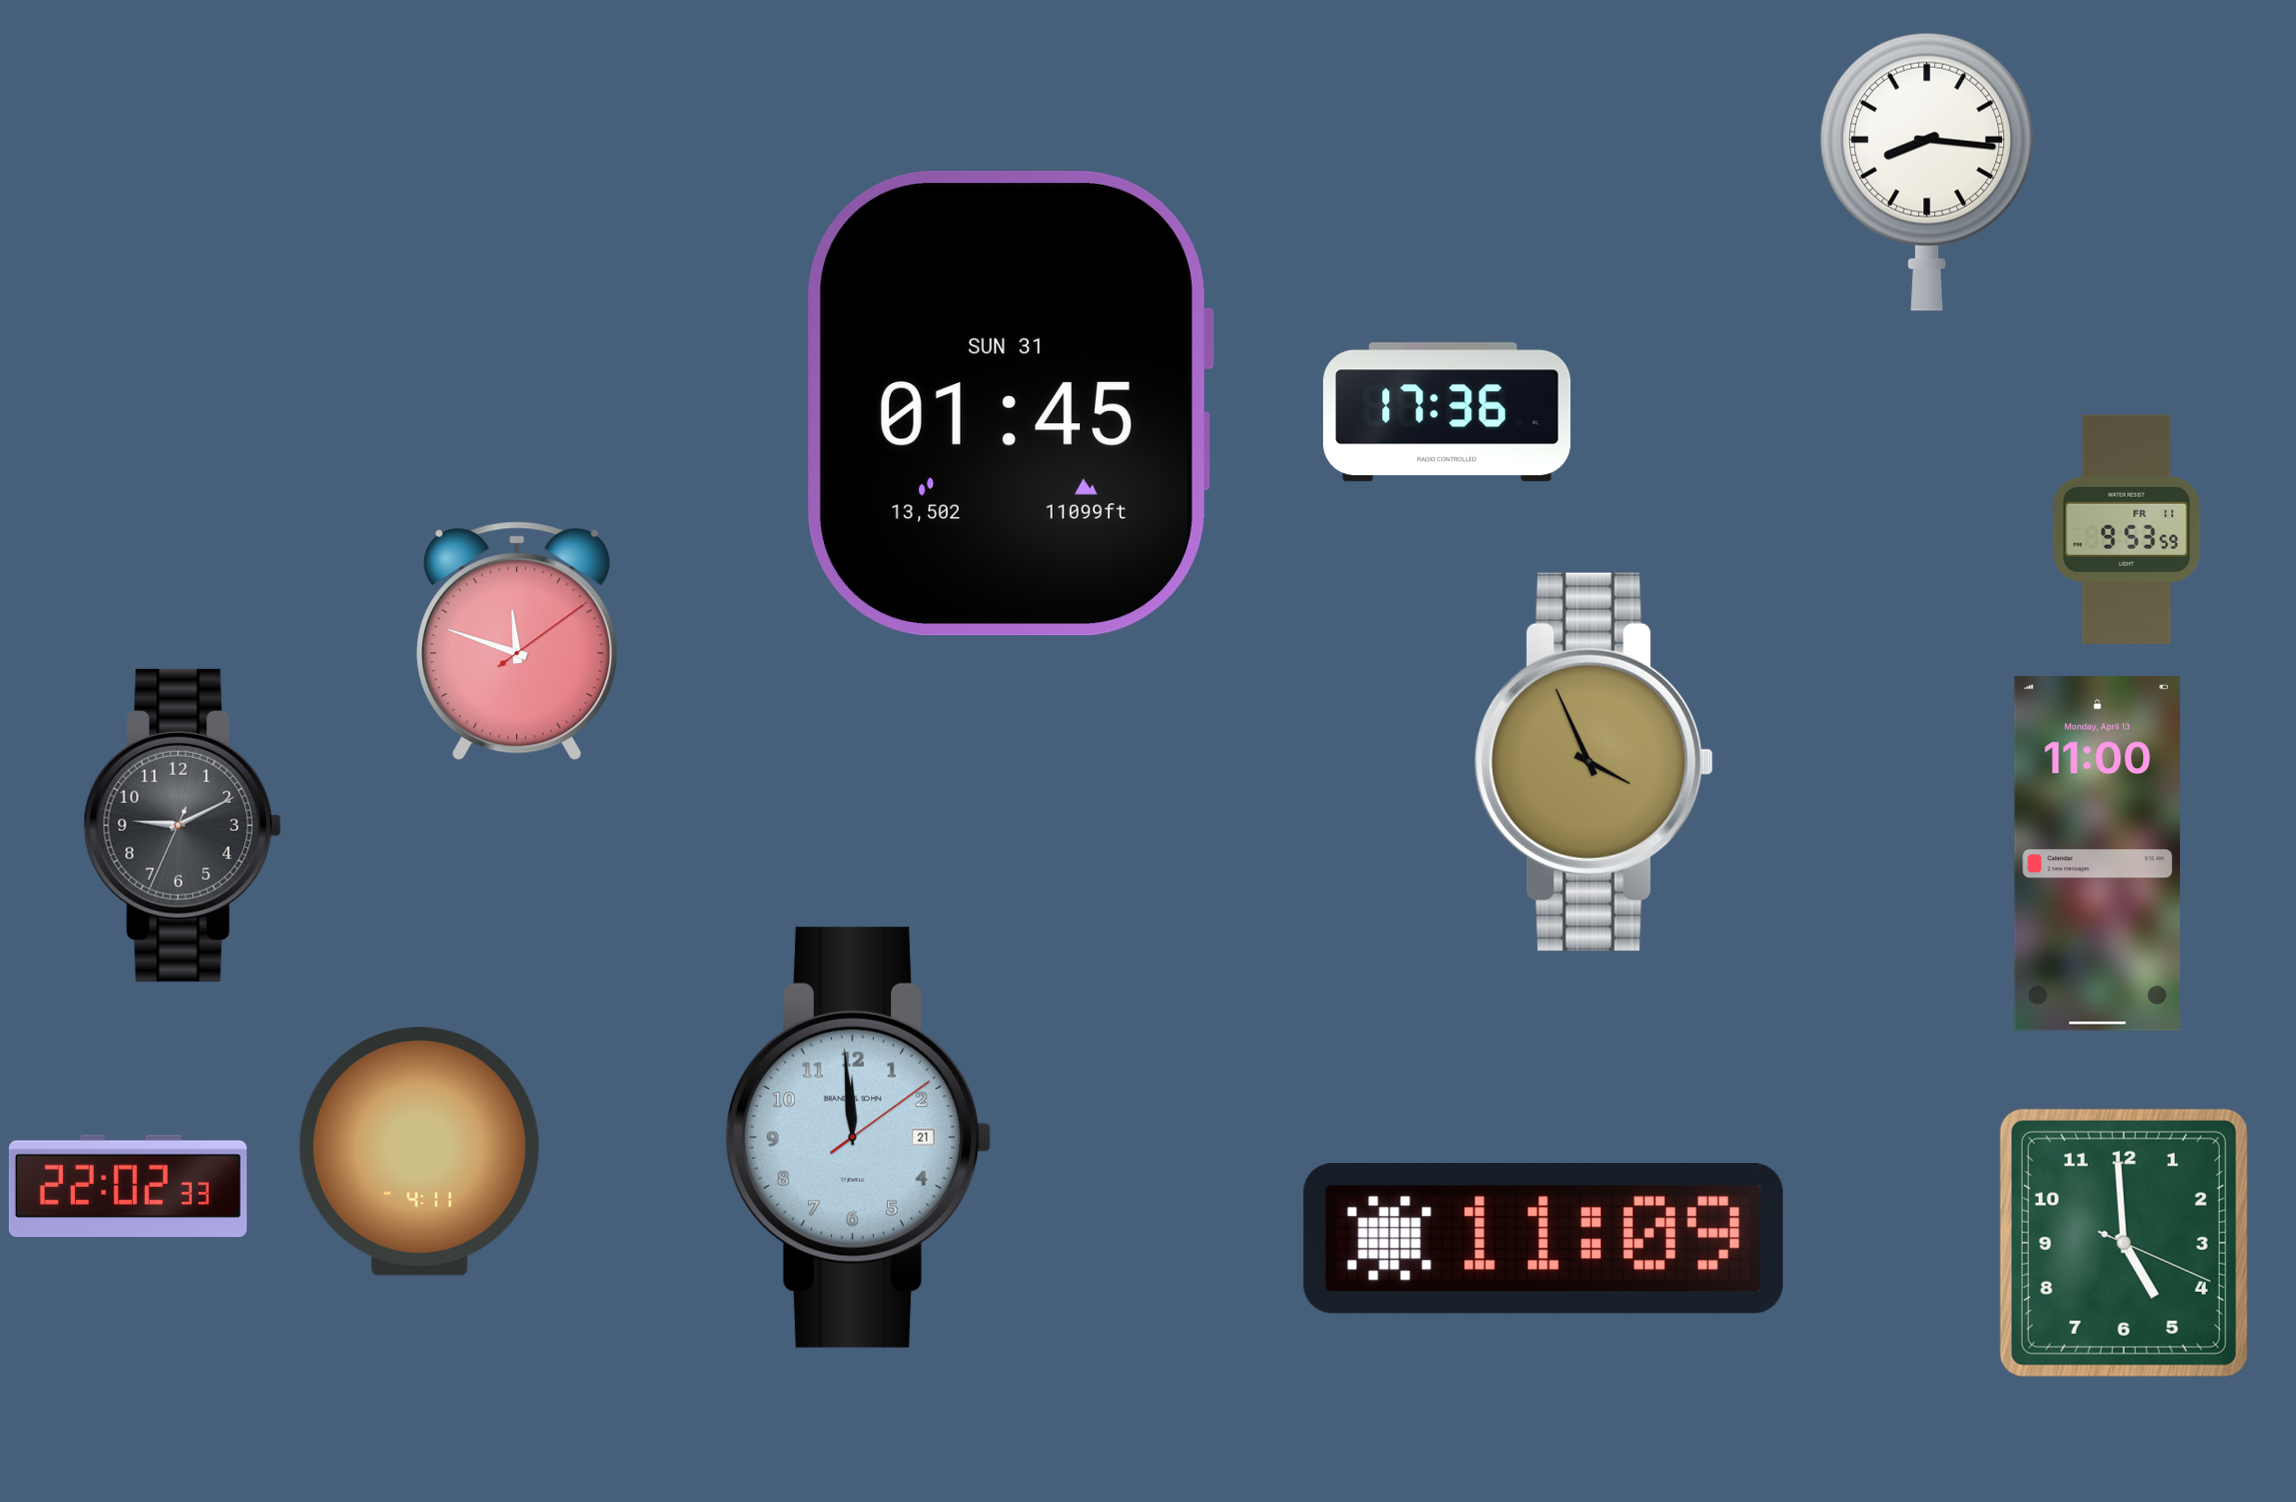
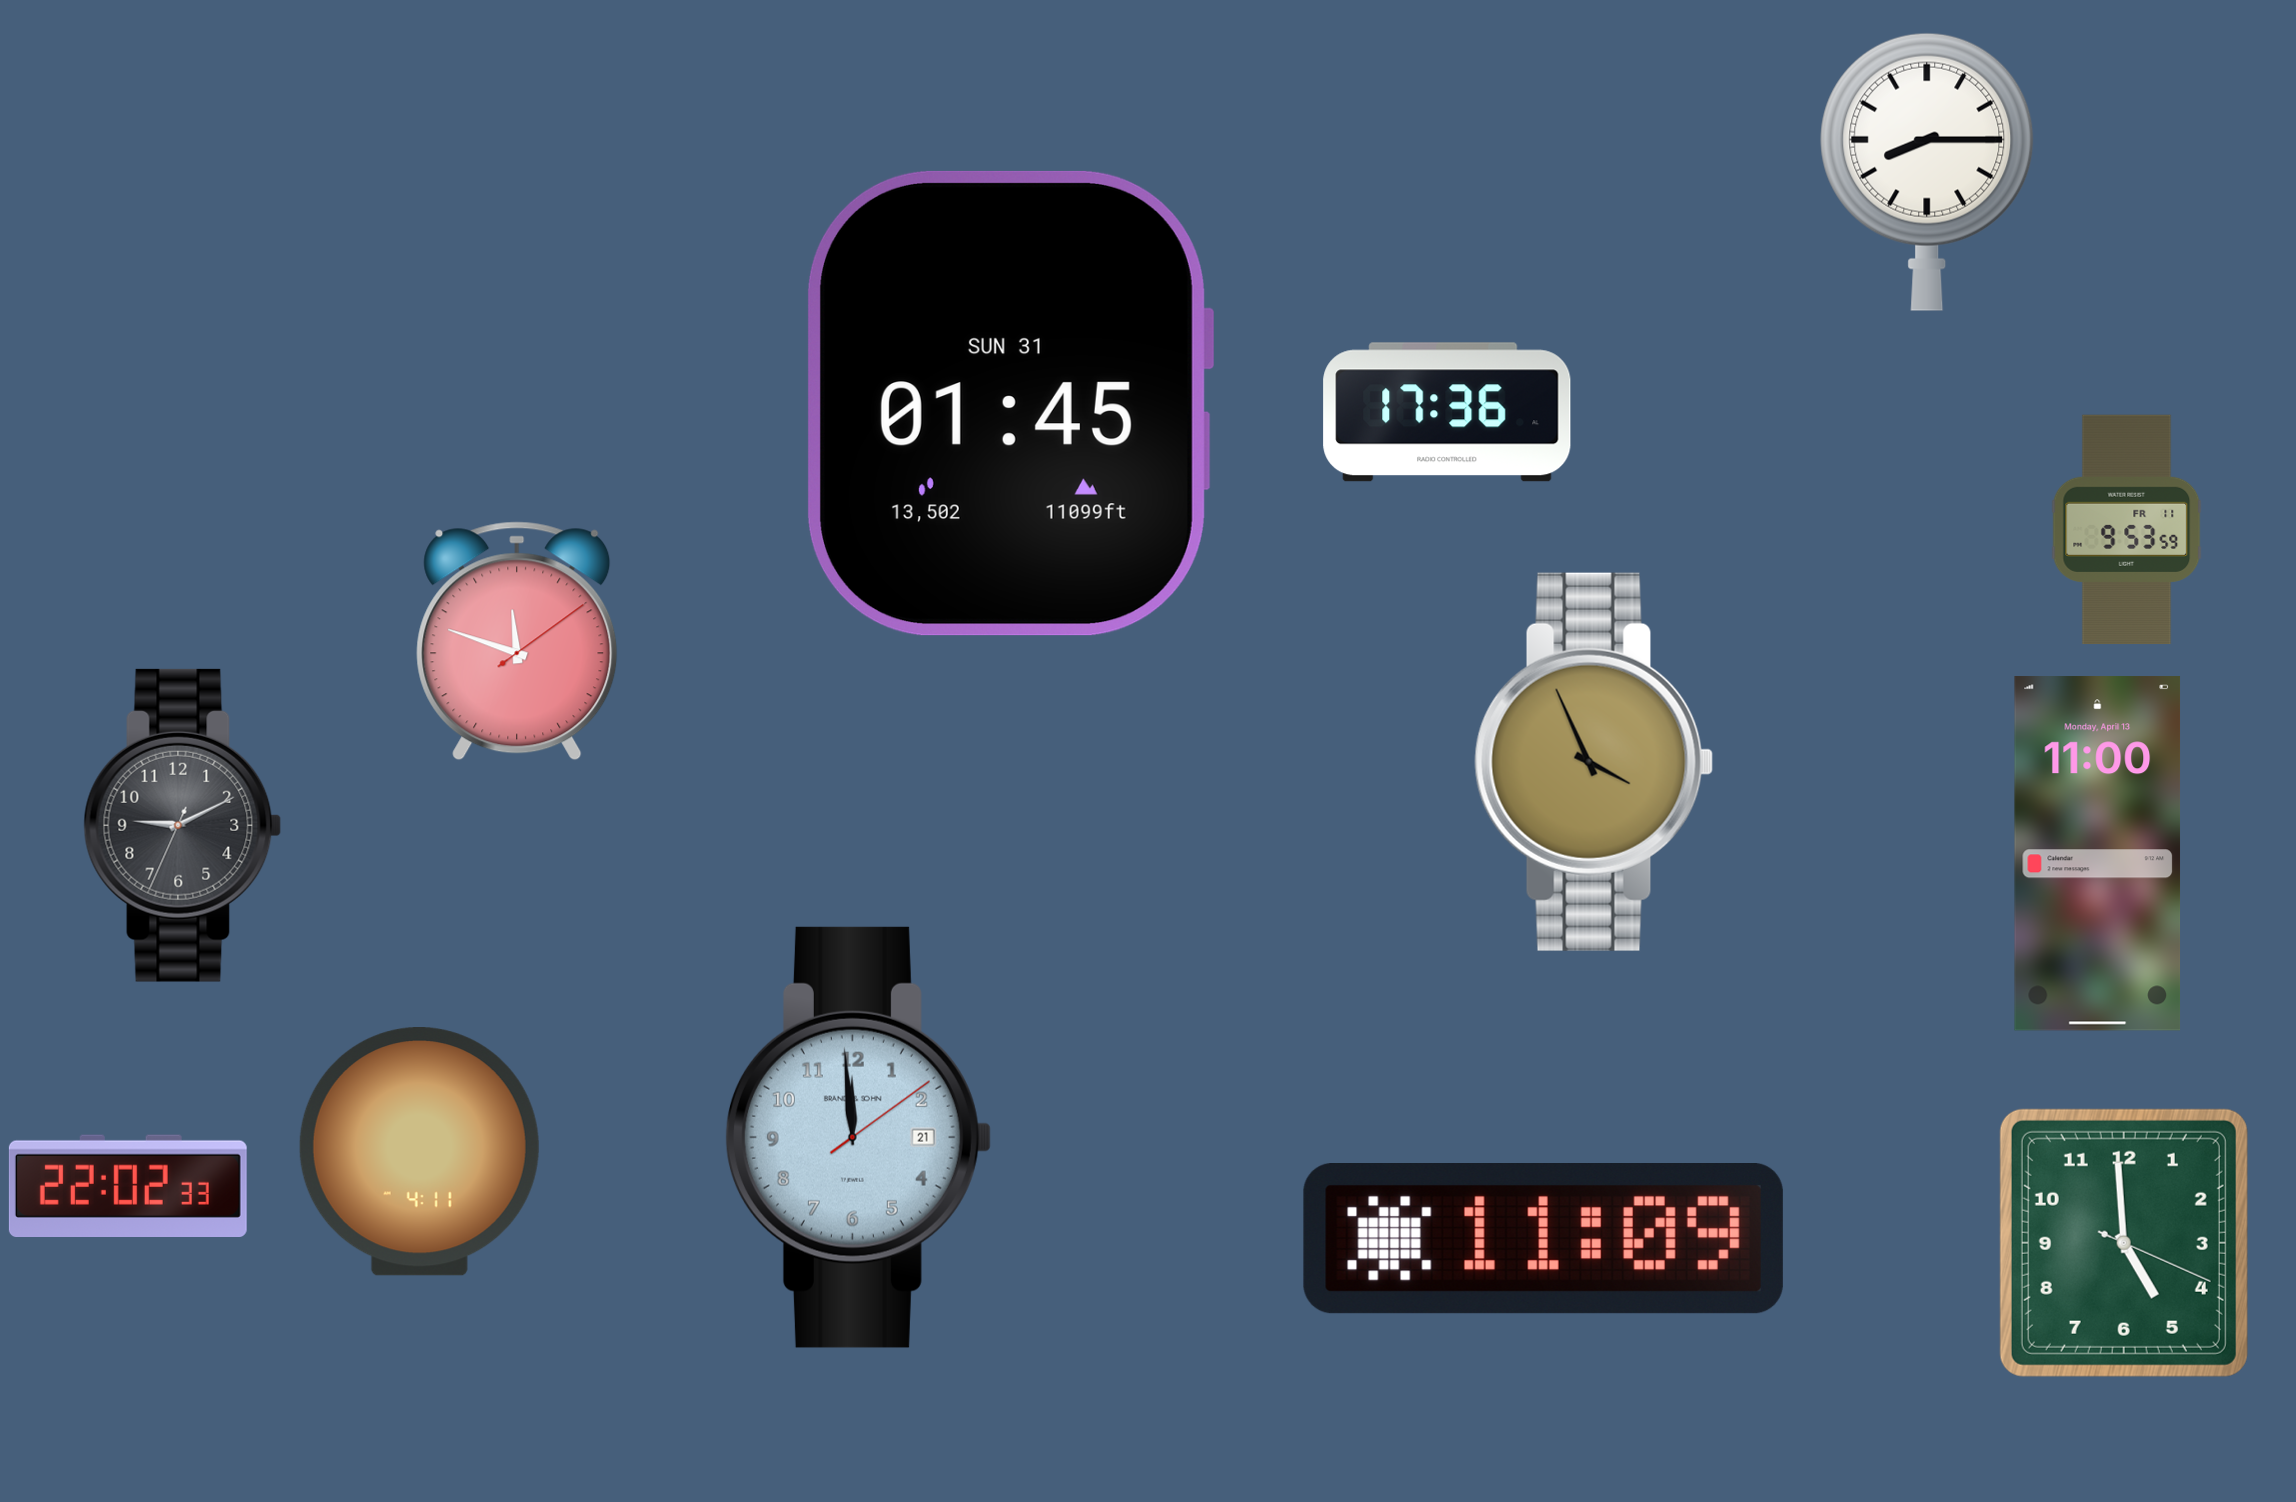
clock at (1927, 172): 8:16 -> 8:15
